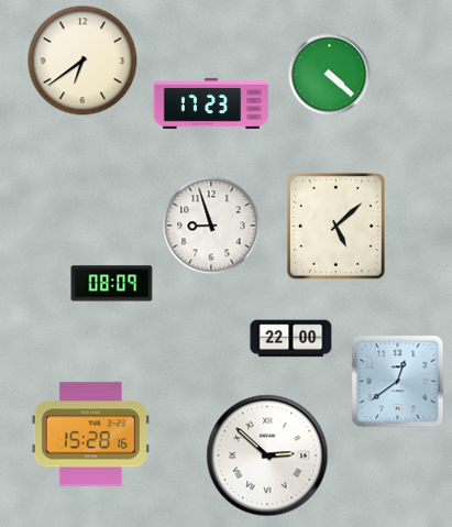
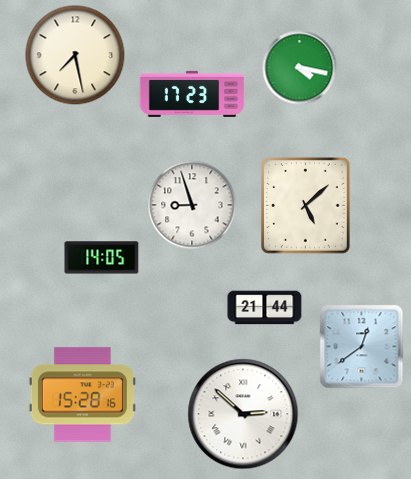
clock at (82, 61): 6:39 -> 7:28
clock at (330, 75): 4:22 -> 4:17
clock at (112, 284): 08:09 -> 14:05
clock at (291, 339): 22:00 -> 21:44
